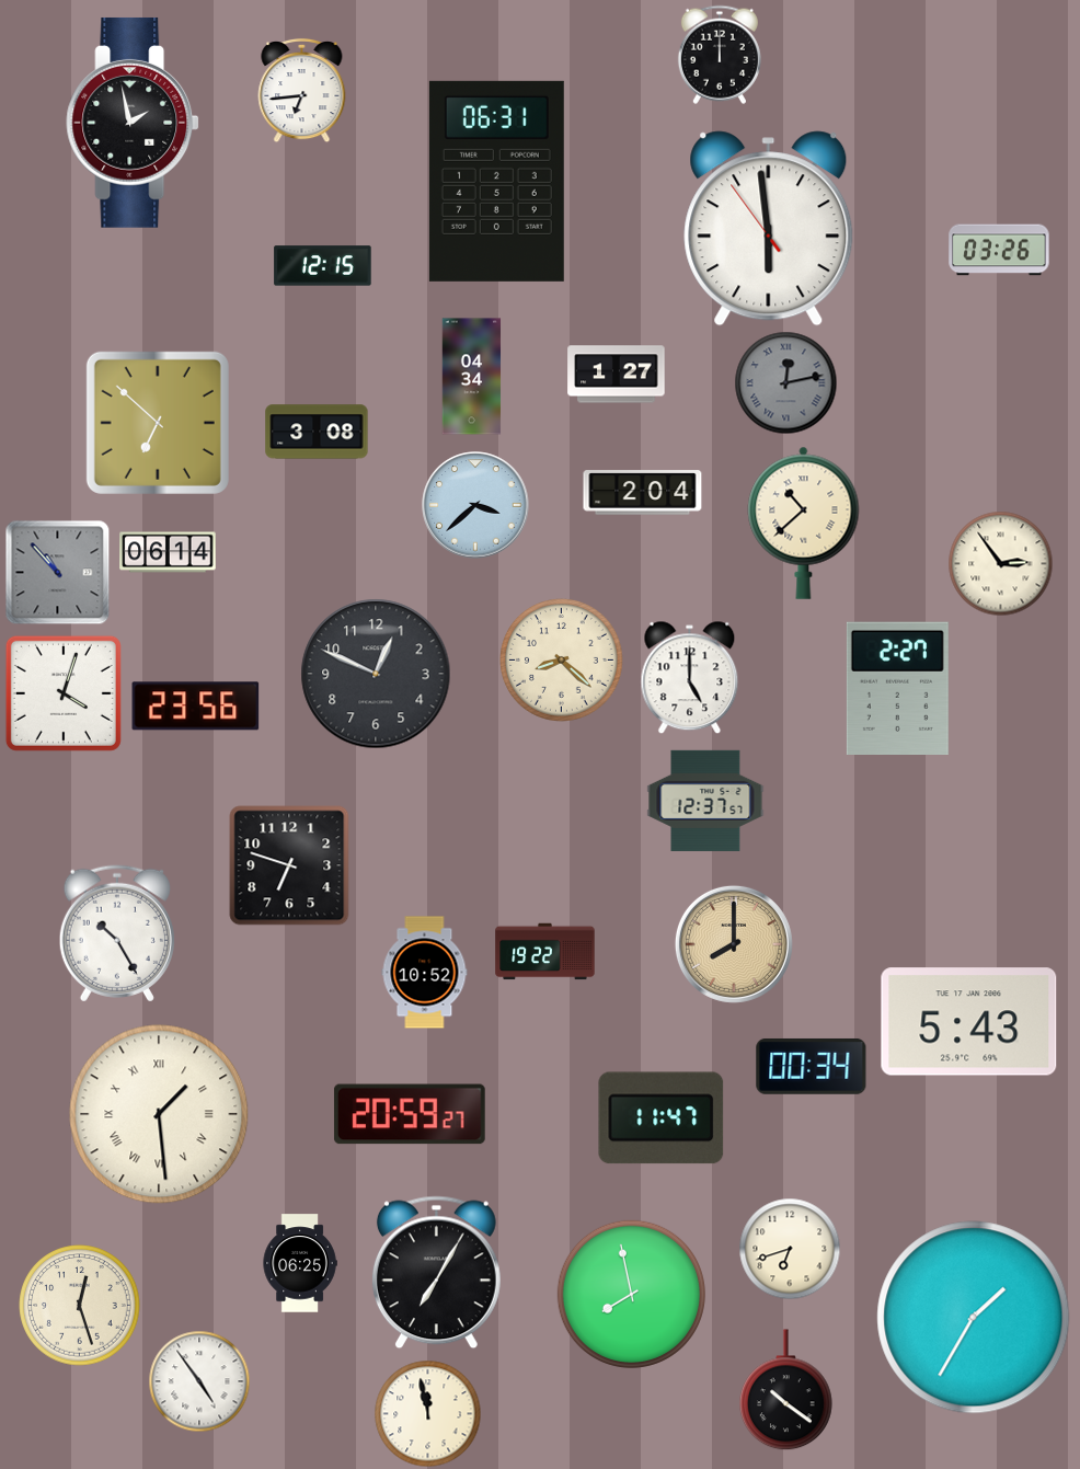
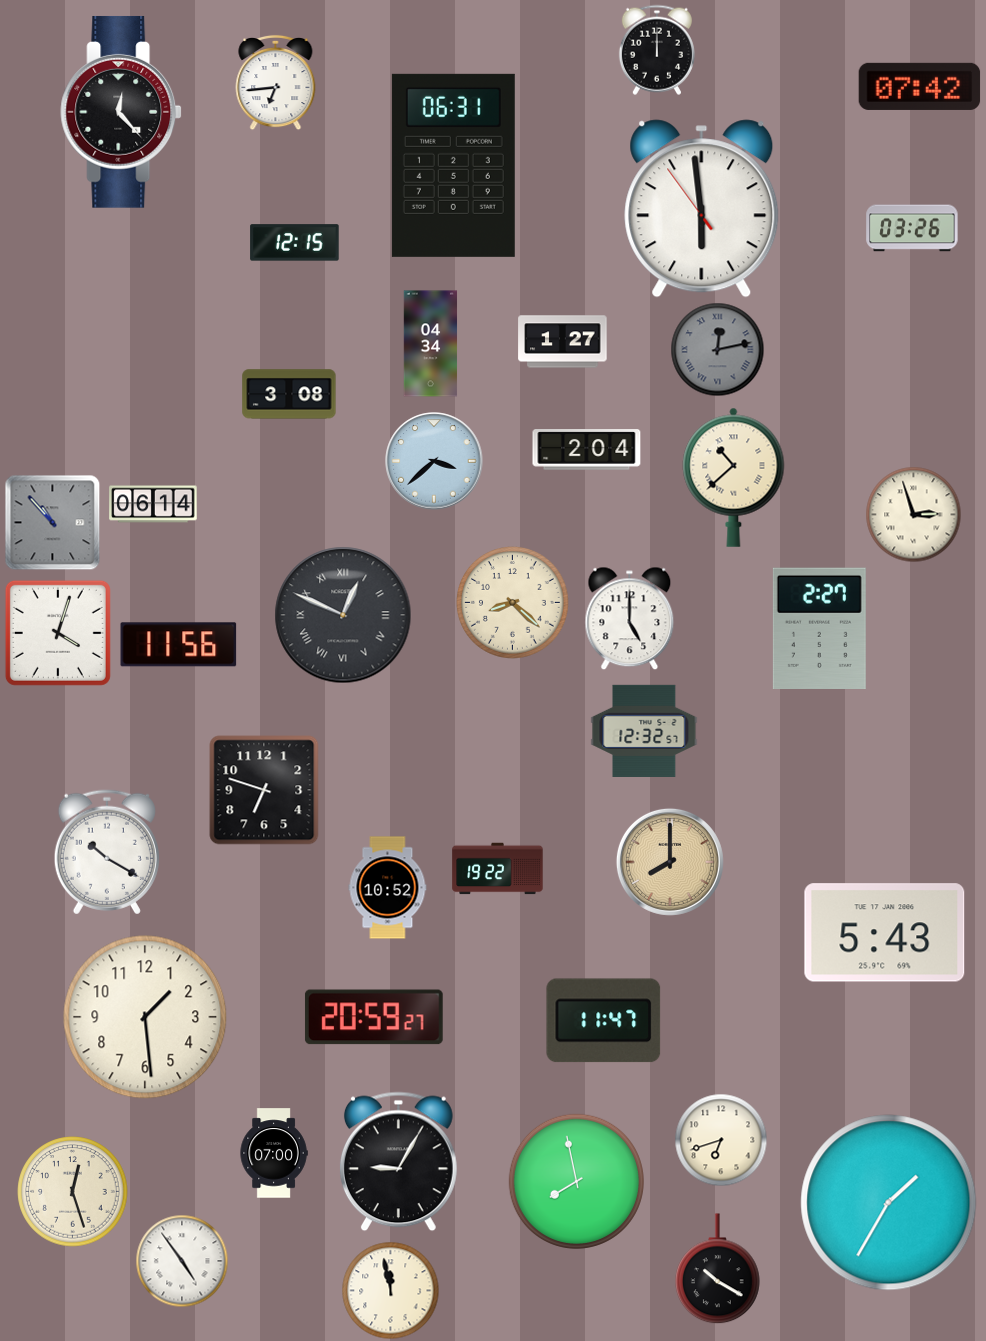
clock at (920, 86): none -> 07:42
clock at (133, 123): 1:58 -> 12:23
clock at (158, 423): 6:52 -> none
clock at (1000, 563): 2:54 -> 2:57
clock at (376, 674) numerals: Arabic -> Roman
clock at (196, 707): 23:56 -> 11:56
clock at (705, 801): 12:37 -> 12:32
clock at (117, 933): 10:25 -> 10:20
clock at (812, 1066): 00:34 -> none
clock at (159, 1114) numerals: Roman -> Arabic
clock at (300, 1263): 06:25 -> 07:00
clock at (436, 1273): 7:05 -> 9:05
clock at (786, 1390): 10:21 -> 10:20
